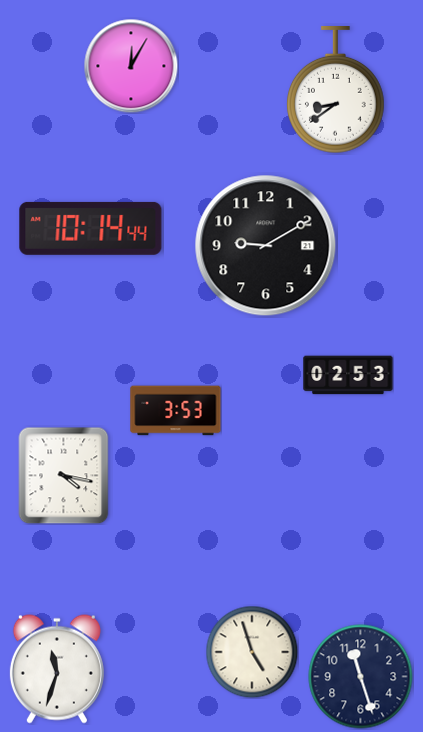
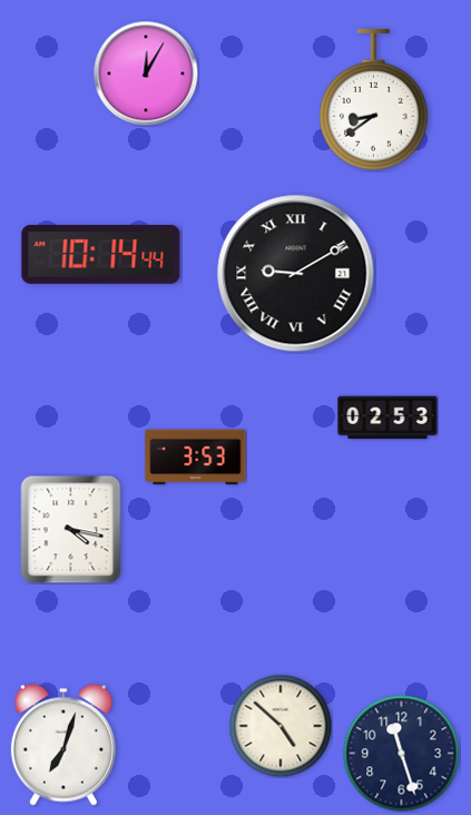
clock at (266, 246) numerals: Arabic -> Roman
clock at (252, 652): 4:57 -> 4:52
clock at (57, 669): 11:33 -> 7:03
